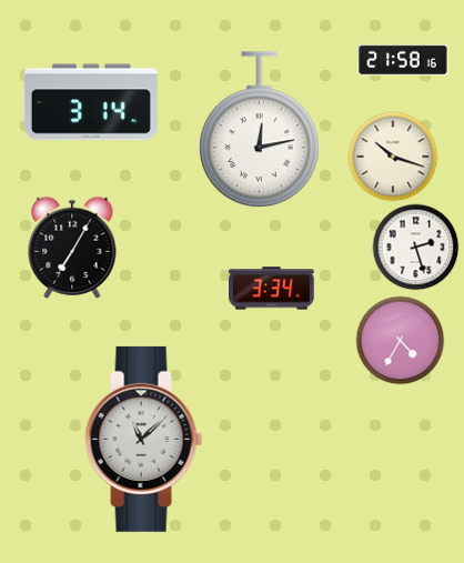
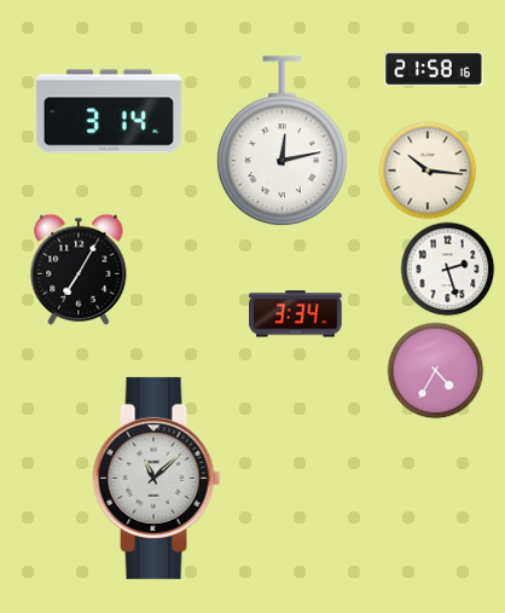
clock at (403, 59) position: (403, 59) -> (434, 68)
clock at (91, 102) position: (91, 102) -> (109, 111)
clock at (393, 157): 10:18 -> 10:16
clock at (415, 247) position: (415, 247) -> (447, 268)
